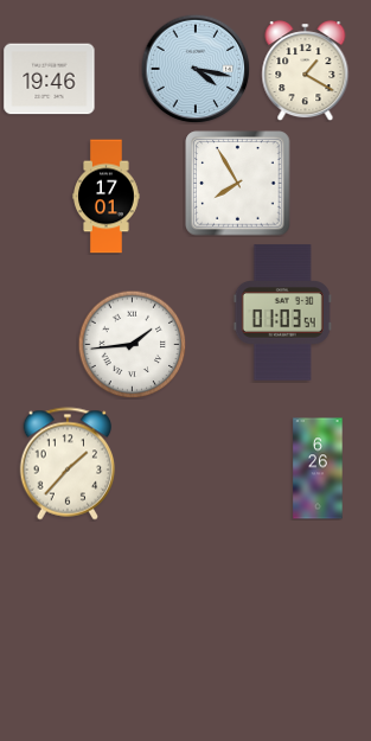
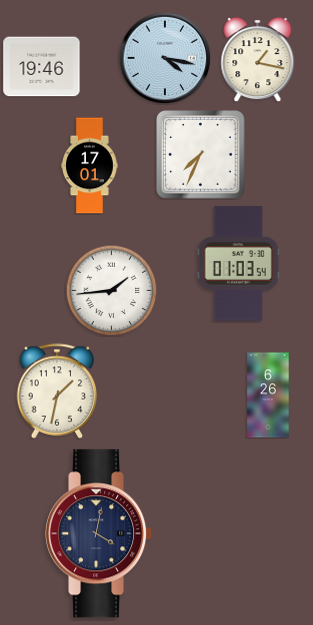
clock at (306, 71): 1:20 -> 1:17
clock at (238, 184): 7:55 -> 7:34
clock at (68, 464): 1:37 -> 1:32
clock at (100, 534): none -> 4:02
